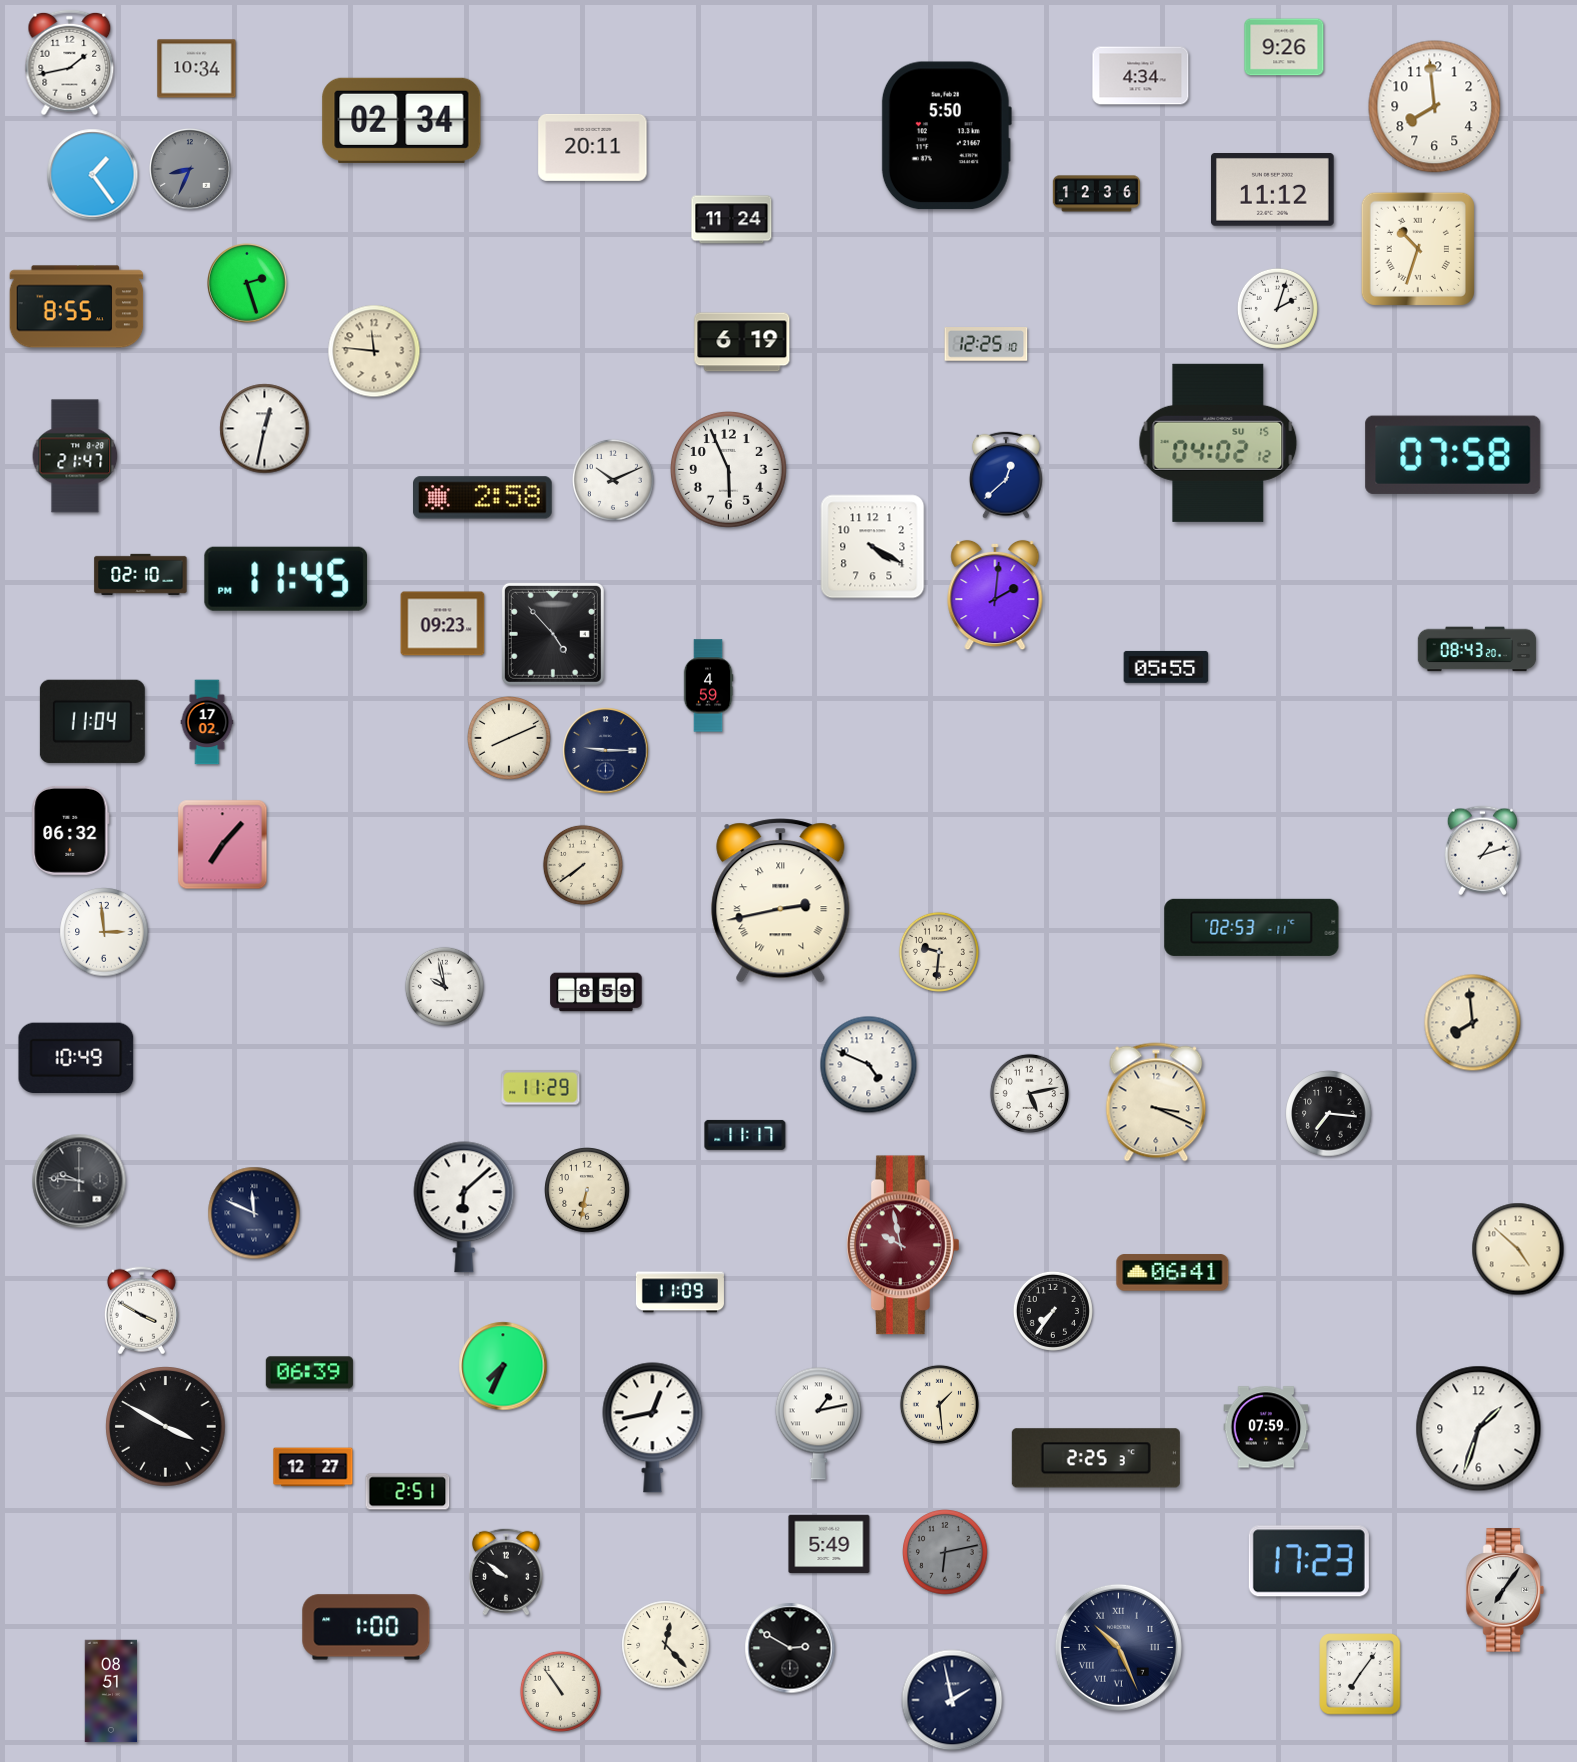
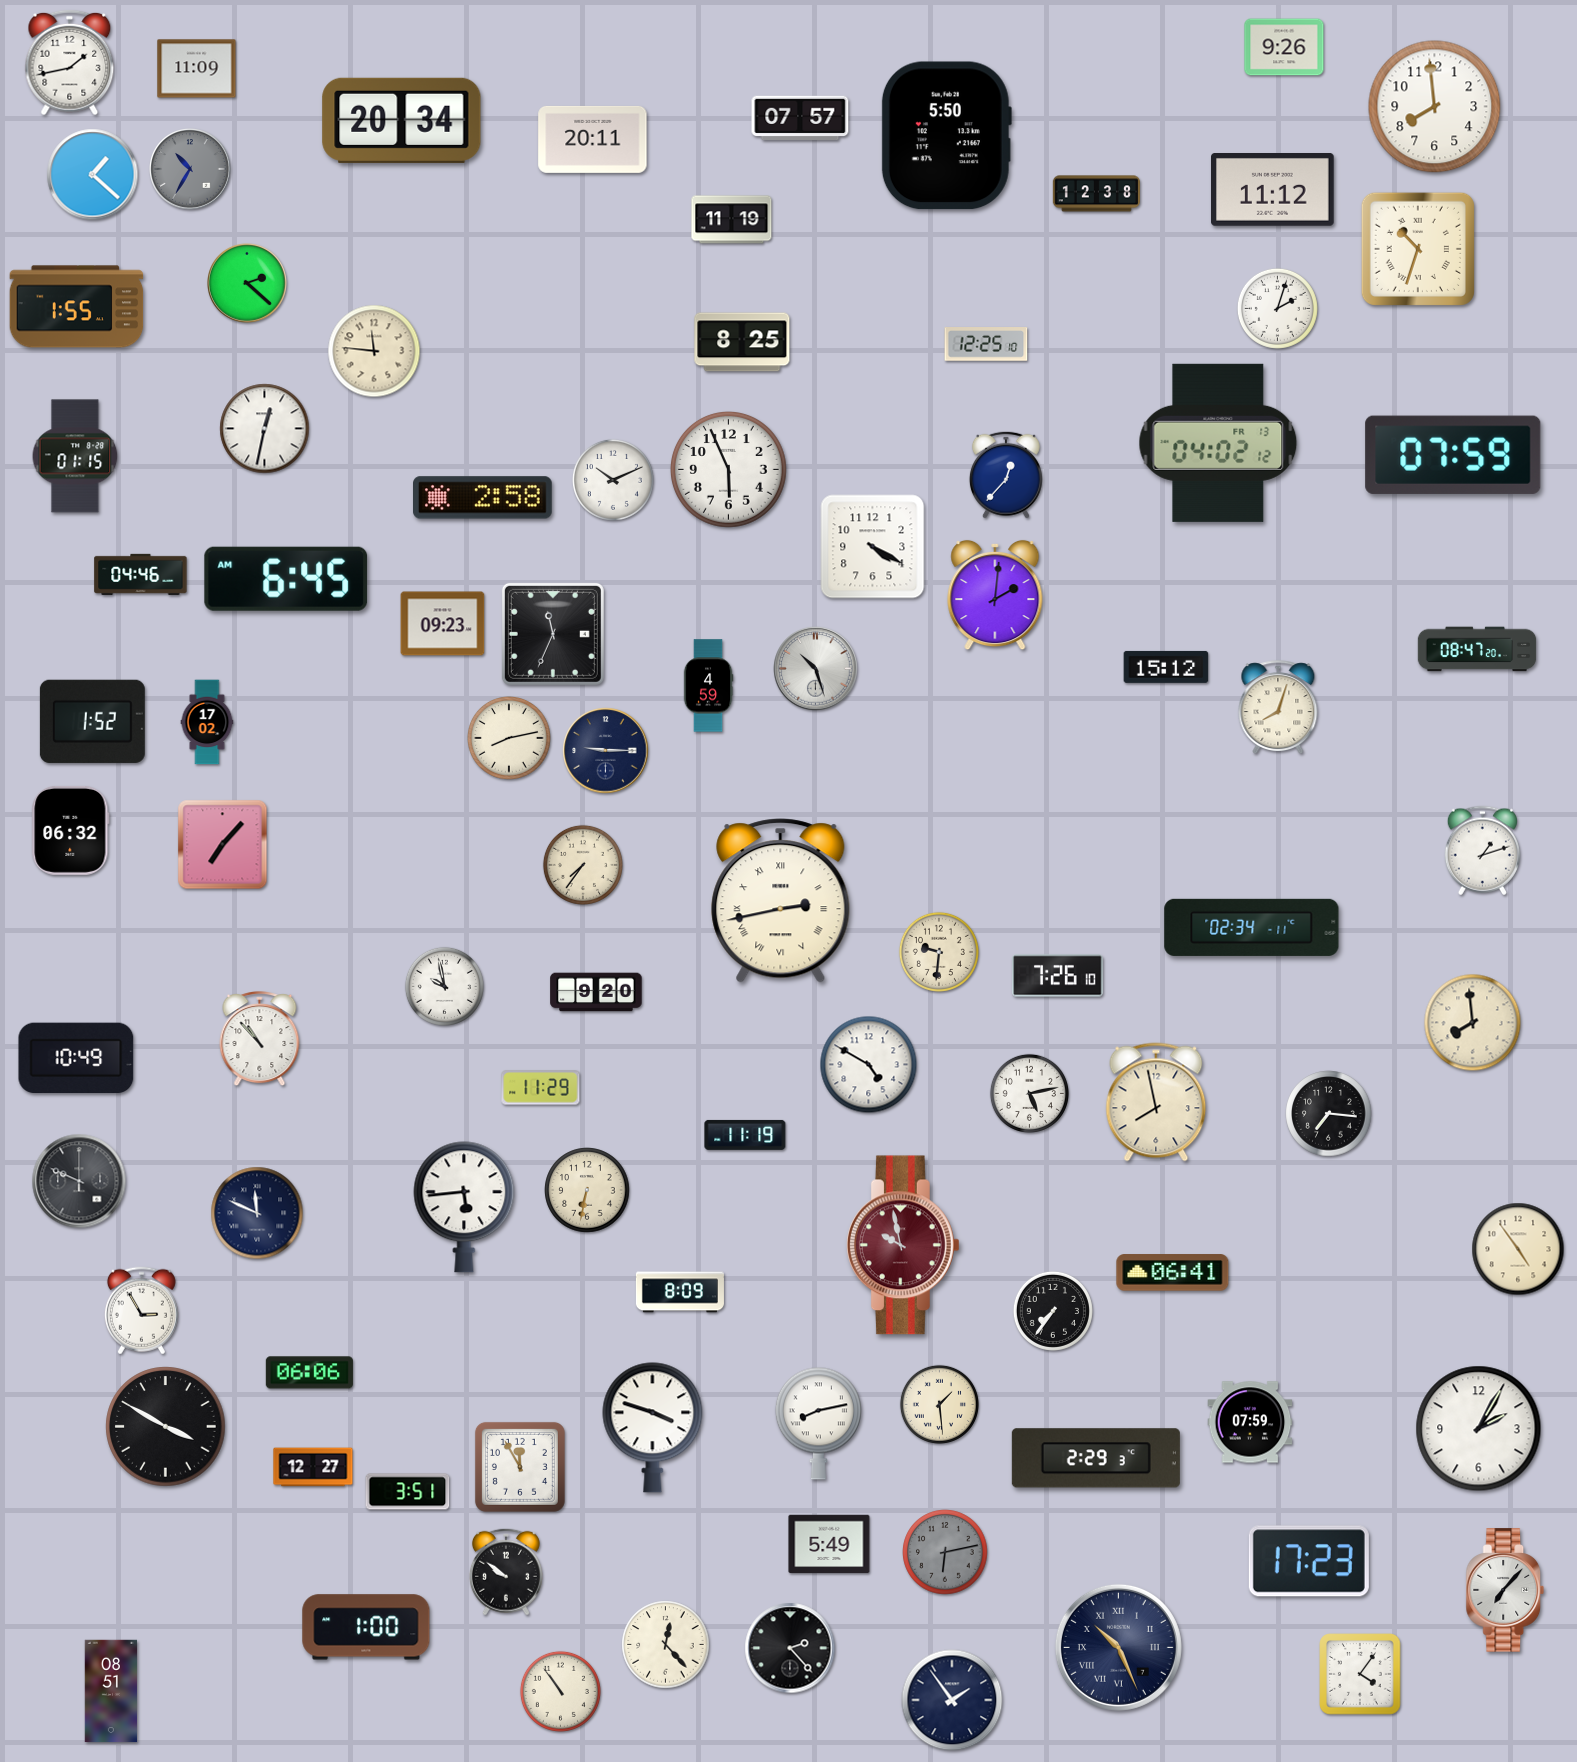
clock at (197, 69): 10:34 -> 11:09
clock at (1141, 76): 4:34 -> none
clock at (800, 118): none -> 07:57
clock at (402, 120): 02:34 -> 20:34
clock at (593, 147) position: (593, 147) -> (593, 139)
clock at (190, 169): 8:34 -> 10:35
clock at (93, 175): 1:24 -> 1:22
clock at (1096, 194): 12:36 -> 12:38
clock at (732, 220): 11:24 -> 11:19
clock at (248, 284): 2:27 -> 2:22
clock at (77, 307): 8:55 -> 1:55
clock at (742, 342): 6:19 -> 8:25
clock at (1218, 443) date: SU 15 -> FR 13
clock at (1453, 455): 07:58 -> 07:59
clock at (75, 456): 21:47 -> 01:15
clock at (1006, 475): 12:38 -> 12:37
clock at (141, 574): 02:10 -> 04:46
clock at (286, 579): 11:45 -> 6:45
clock at (553, 634): 4:53 -> 11:34
clock at (1477, 649): 08:43 -> 08:47
clock at (1166, 667): 05:55 -> 15:12
clock at (816, 669): none -> 10:27
clock at (1278, 708): none -> 8:03
clock at (92, 721): 11:04 -> 1:52
clock at (510, 739): 8:11 -> 8:13
clock at (583, 865): 7:39 -> 7:36
clock at (1252, 927): 02:53 -> 02:34
clock at (104, 932): 2:59 -> none
clock at (1058, 976): none -> 7:26
clock at (596, 992): 8:59 -> 9:20
clock at (260, 1039): none -> 10:53
clock at (869, 1065): 4:49 -> 4:50
clock at (1156, 1102): 3:19 -> 7:58
clock at (745, 1135): 11:17 -> 11:19
clock at (79, 1181): 9:46 -> 9:49
clock at (464, 1207): 6:08 -> 5:44
clock at (254, 1213) position: (254, 1213) -> (257, 1213)
clock at (1518, 1249): 4:52 -> 4:54
clock at (680, 1292): 11:09 -> 8:09
clock at (141, 1311): 3:50 -> 2:55
clock at (503, 1366): 7:34 -> none
clock at (309, 1373): 06:39 -> 06:06
clock at (818, 1423): 1:13 -> 8:13
clock at (1266, 1427) position: (1266, 1427) -> (1250, 1422)
clock at (653, 1428): 12:43 -> 3:48
clock at (1479, 1429): 1:33 -> 2:05
clock at (1096, 1458): 2:25 -> 2:29
clock at (520, 1467): none -> 11:55
clock at (408, 1492): 2:51 -> 3:51
clock at (1505, 1590): 7:06 -> 7:07
clock at (790, 1648): 2:50 -> 2:23
clock at (1360, 1674): 7:06 -> 4:06
clock at (952, 1700): 1:58 -> 1:54
